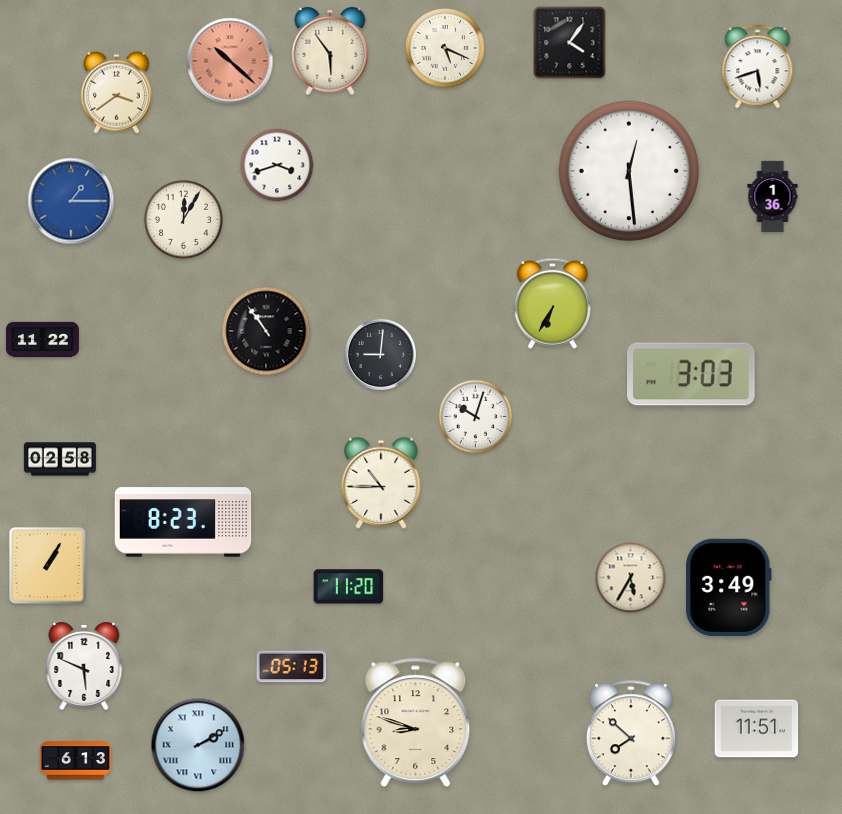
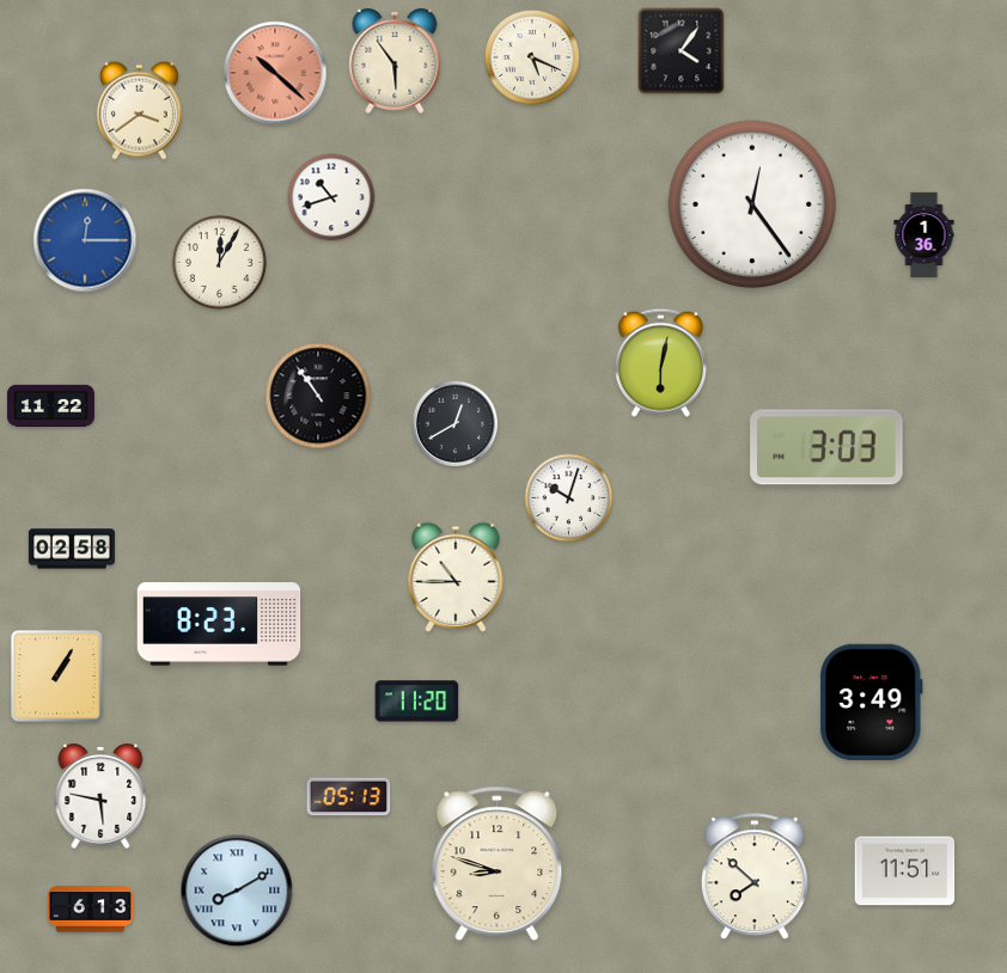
clock at (758, 67): 5:42 -> none
clock at (277, 165): 3:42 -> 10:42
clock at (629, 171): 12:29 -> 12:24
clock at (71, 201): 1:15 -> 12:15
clock at (552, 303): 6:35 -> 6:02
clock at (381, 355): 9:01 -> 12:40
clock at (631, 578): 5:35 -> none
clock at (84, 666): 5:49 -> 5:47
clock at (198, 745): 2:10 -> 8:10
